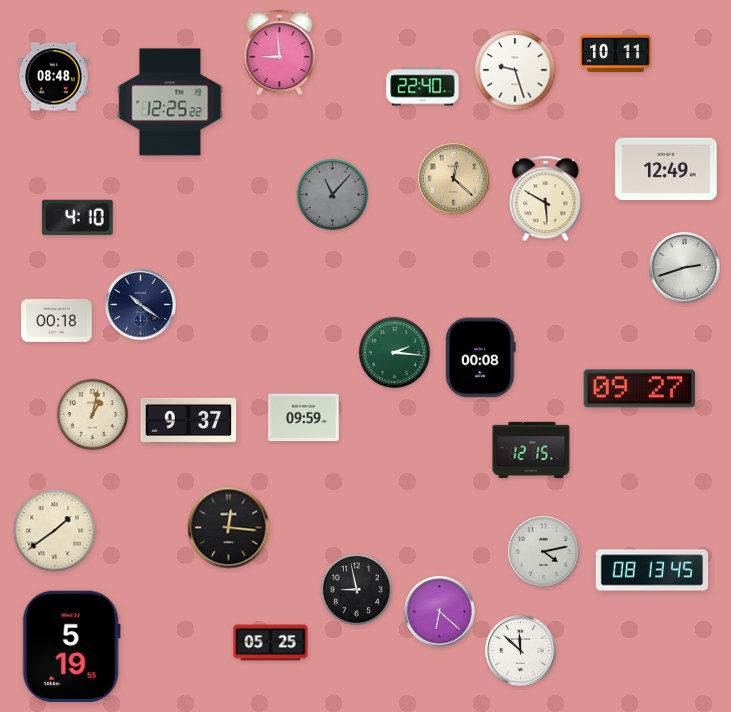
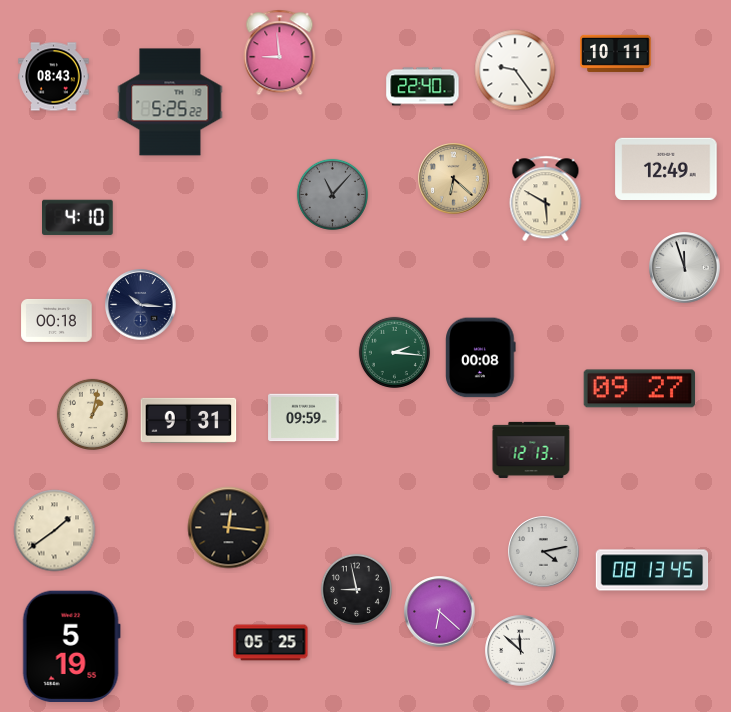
clock at (515, 70): 9:27 -> 9:24
clock at (54, 77): 08:48 -> 08:43
clock at (170, 102): 12:25 -> 5:25
clock at (454, 179): 12:22 -> 6:22
clock at (685, 268): 2:42 -> 11:57
clock at (141, 305): 10:21 -> 10:16
clock at (189, 420): 9:37 -> 9:31
clock at (531, 450): 12:15 -> 12:13
